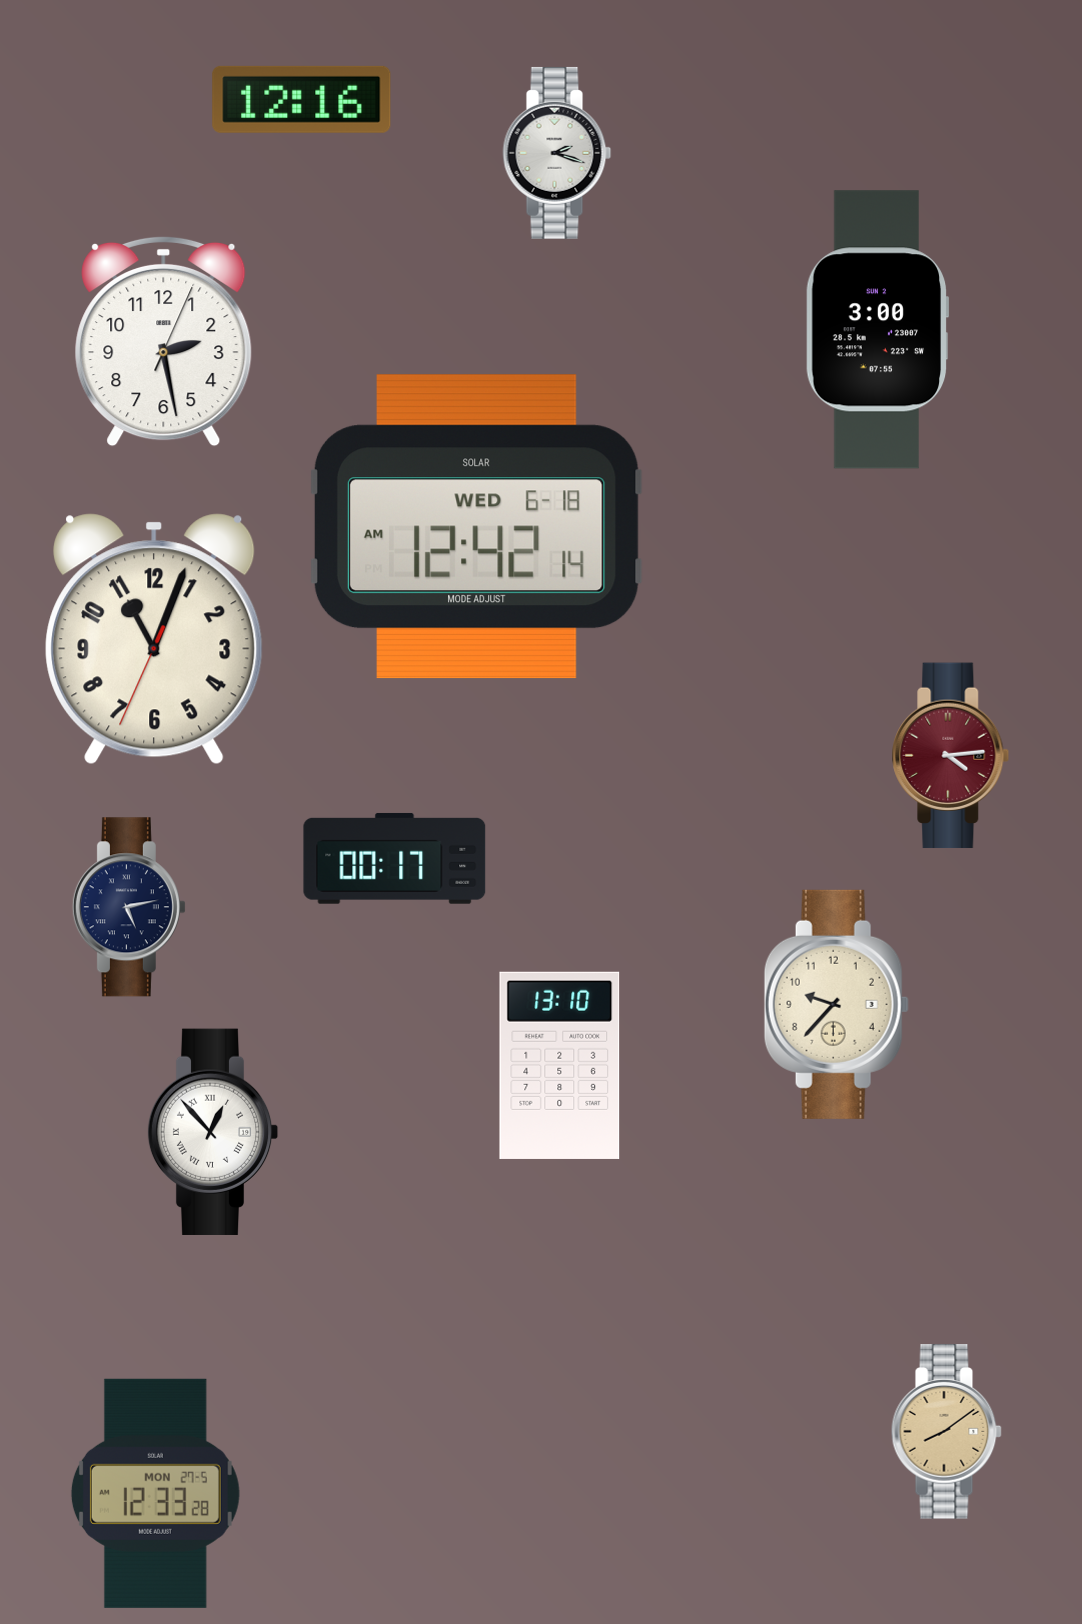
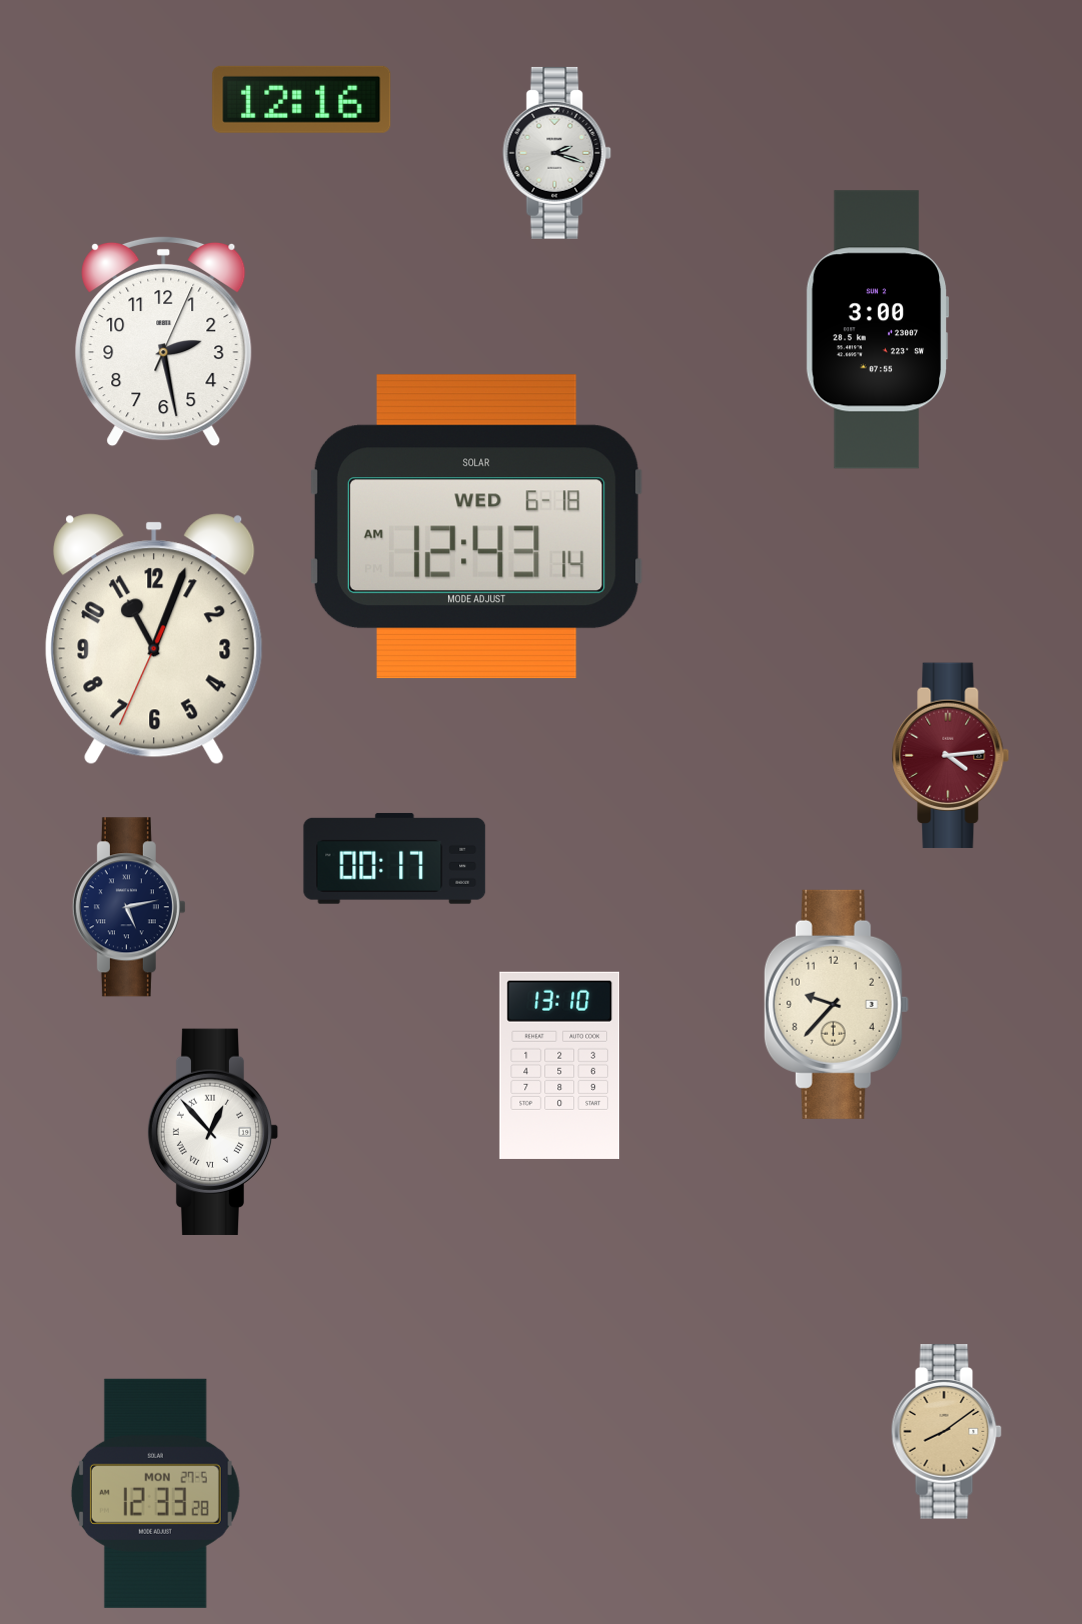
clock at (476, 527): 12:42 -> 12:43
